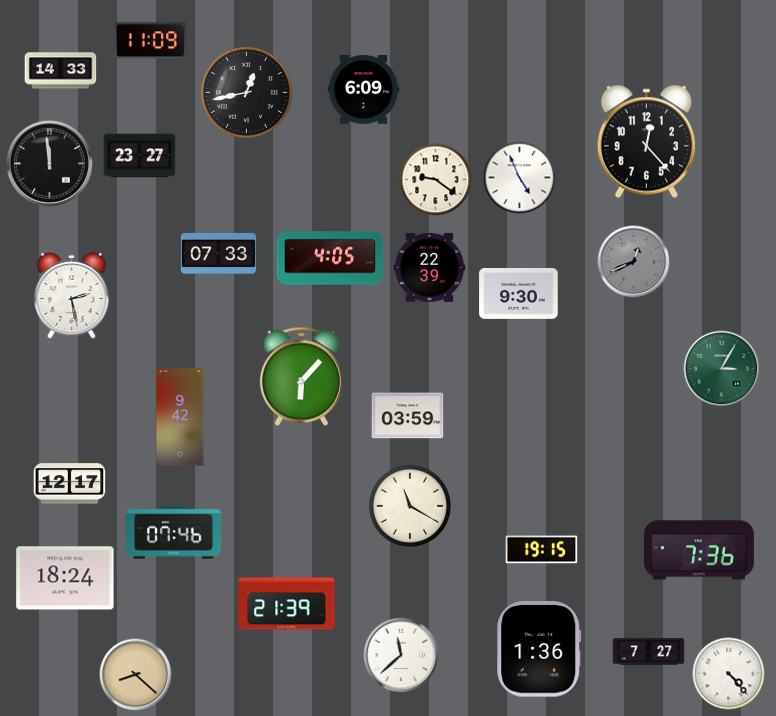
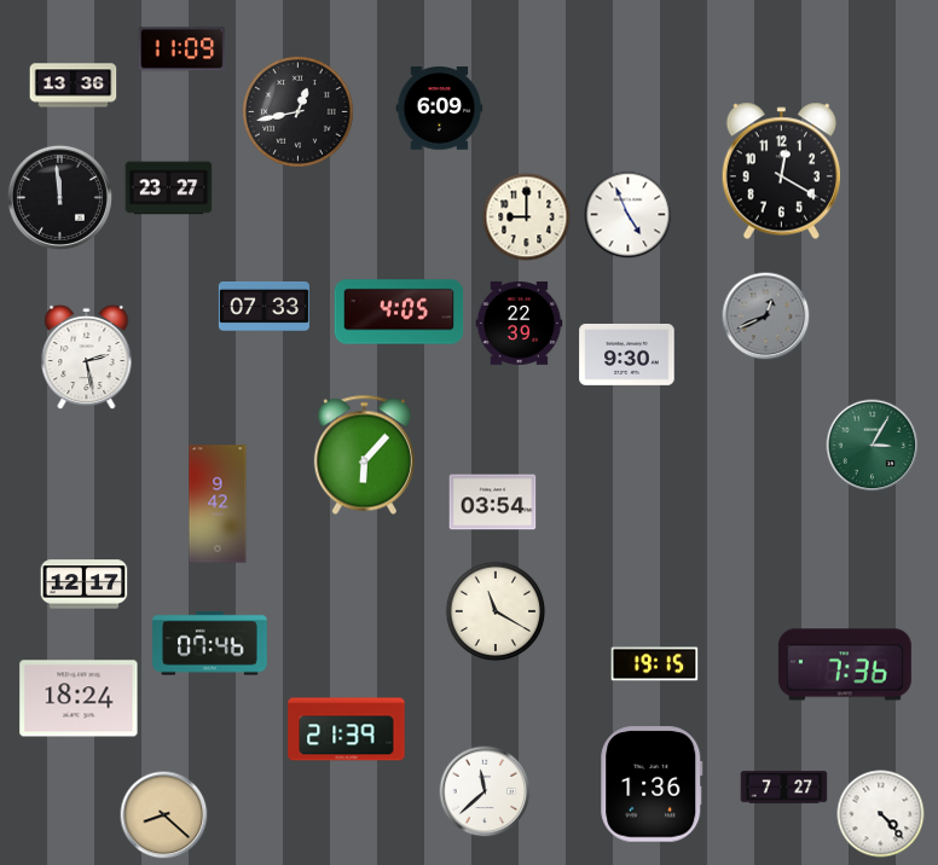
clock at (61, 71): 14:33 -> 13:36
clock at (646, 142): 12:23 -> 12:20
clock at (436, 180): 9:21 -> 9:00
clock at (408, 416): 03:59 -> 03:54
